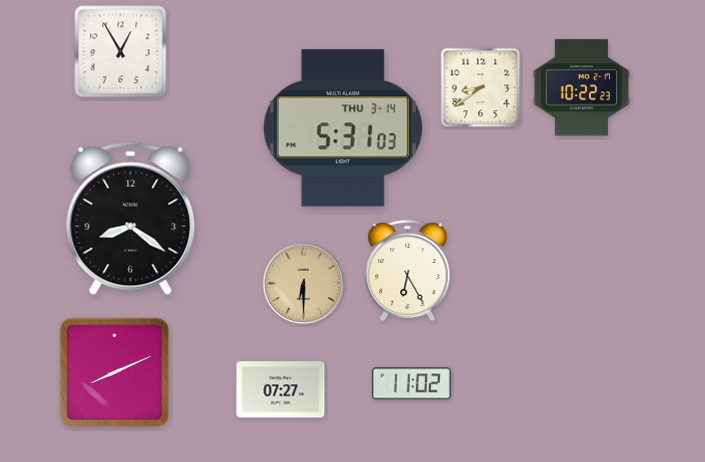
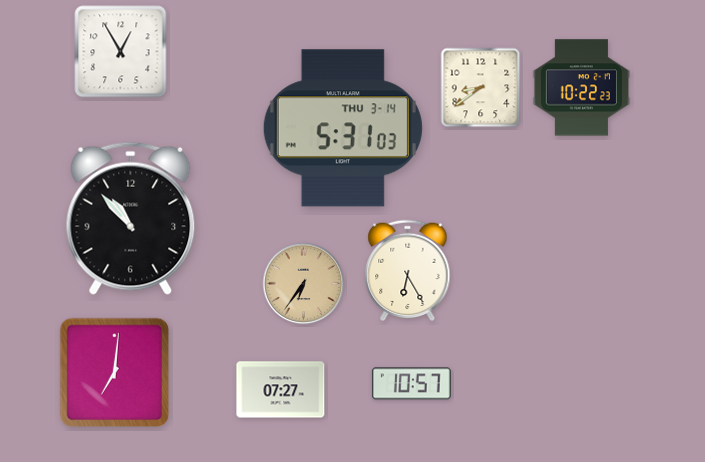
clock at (131, 218): 8:21 -> 10:53
clock at (304, 284): 6:30 -> 6:36
clock at (115, 373): 8:11 -> 7:01
clock at (411, 384): 11:02 -> 10:57
